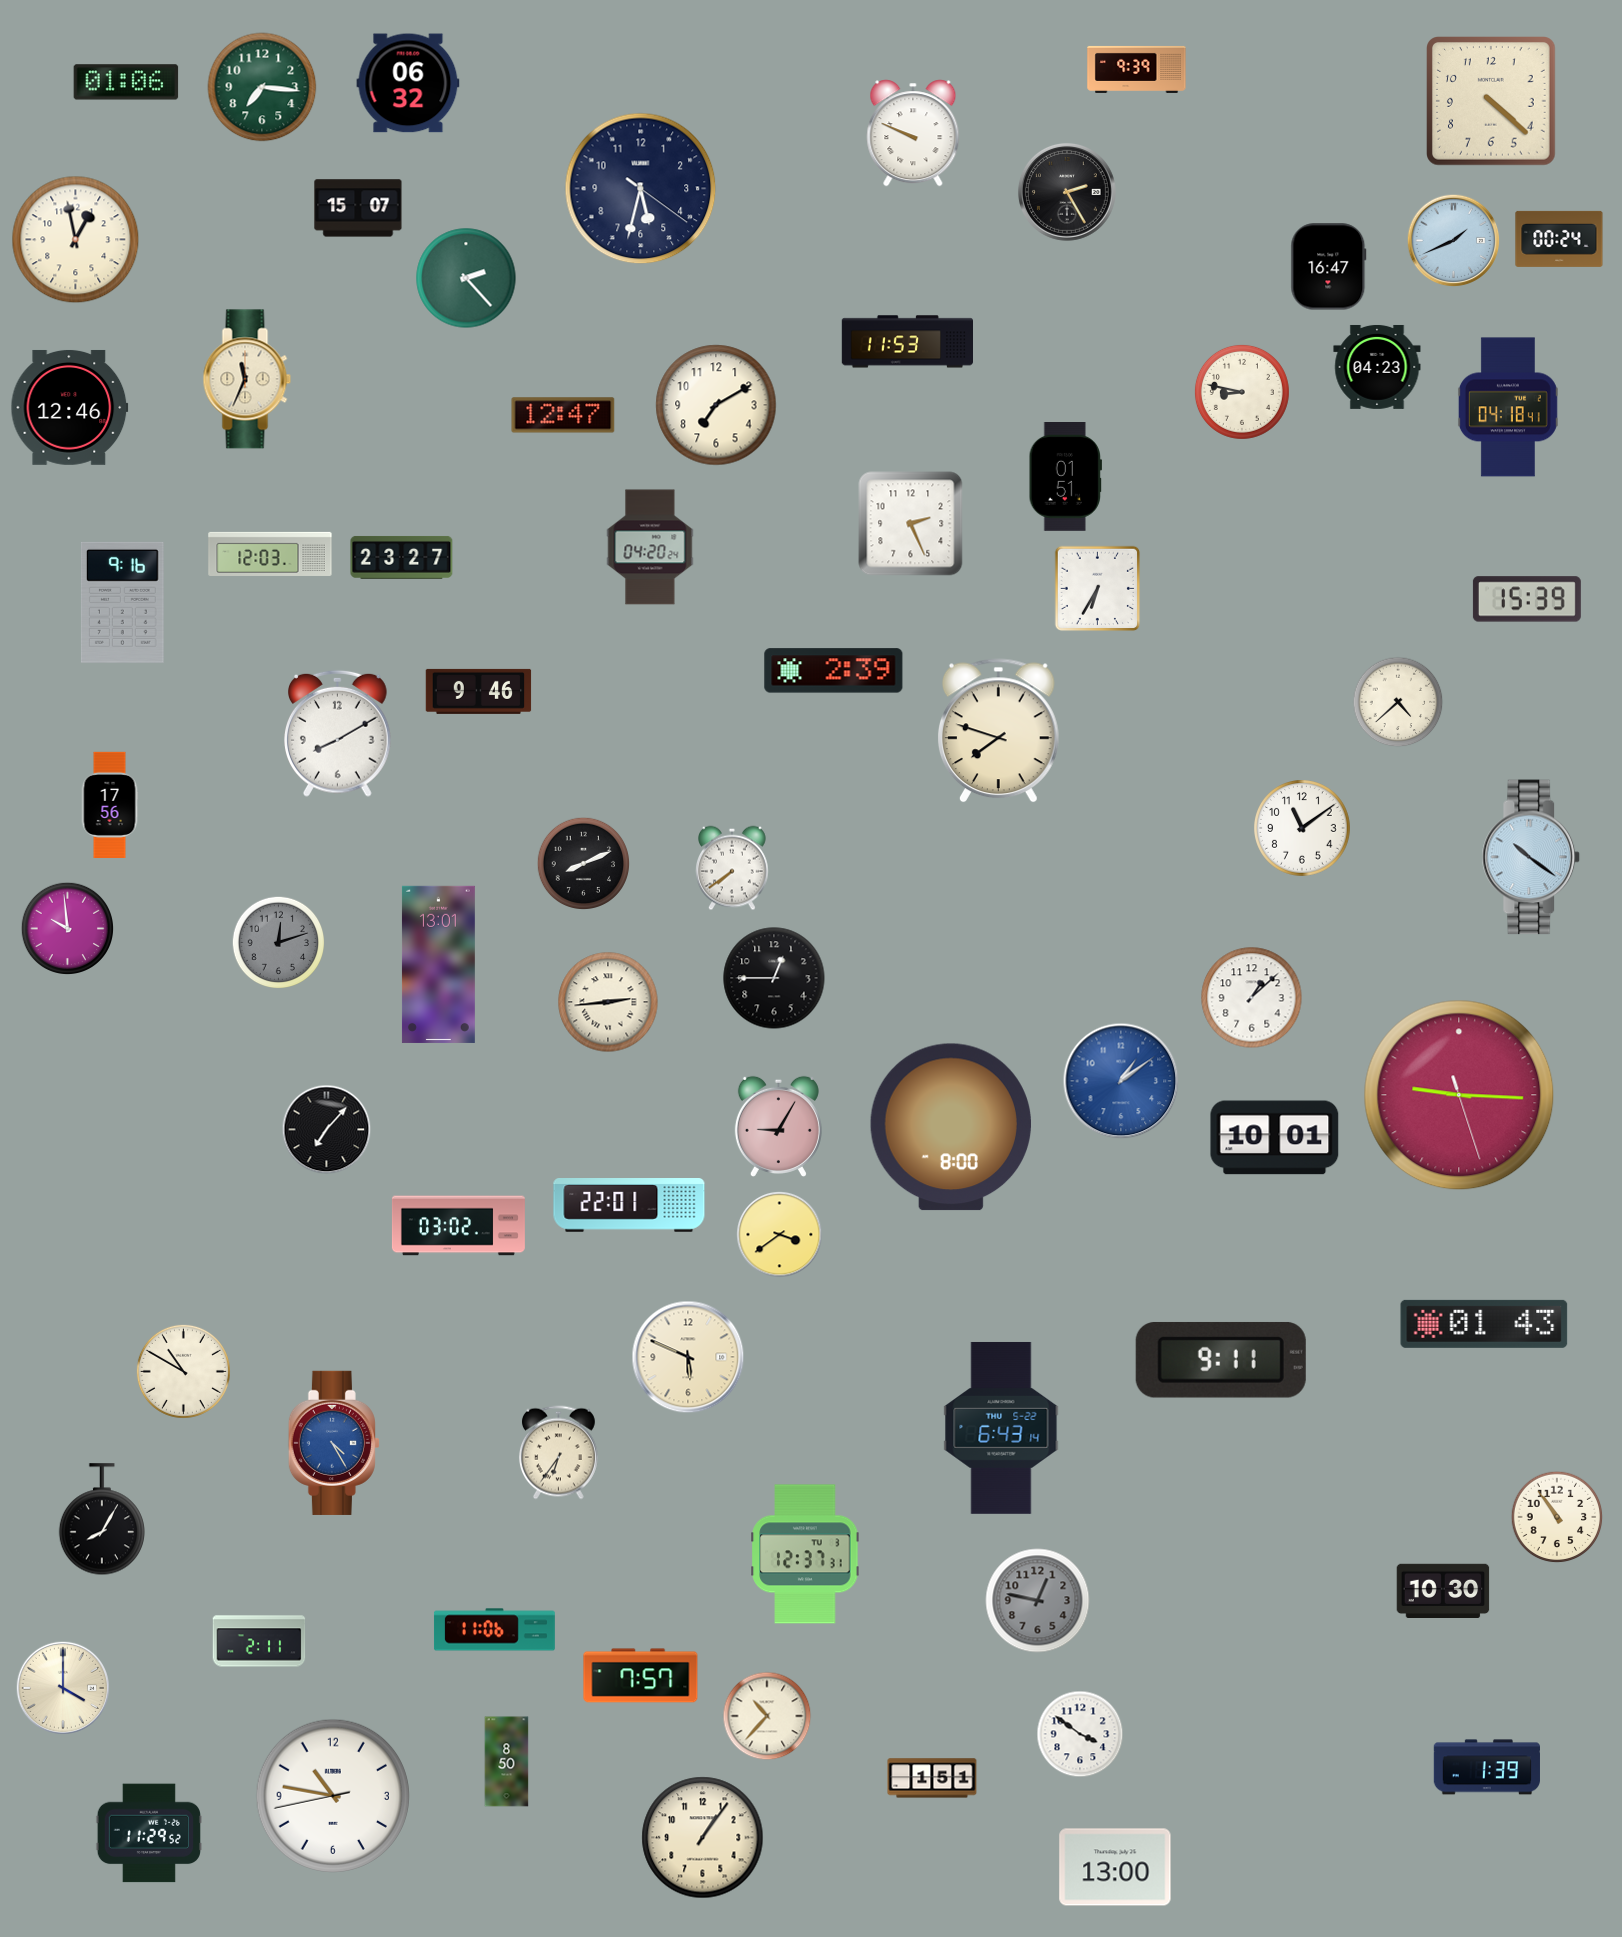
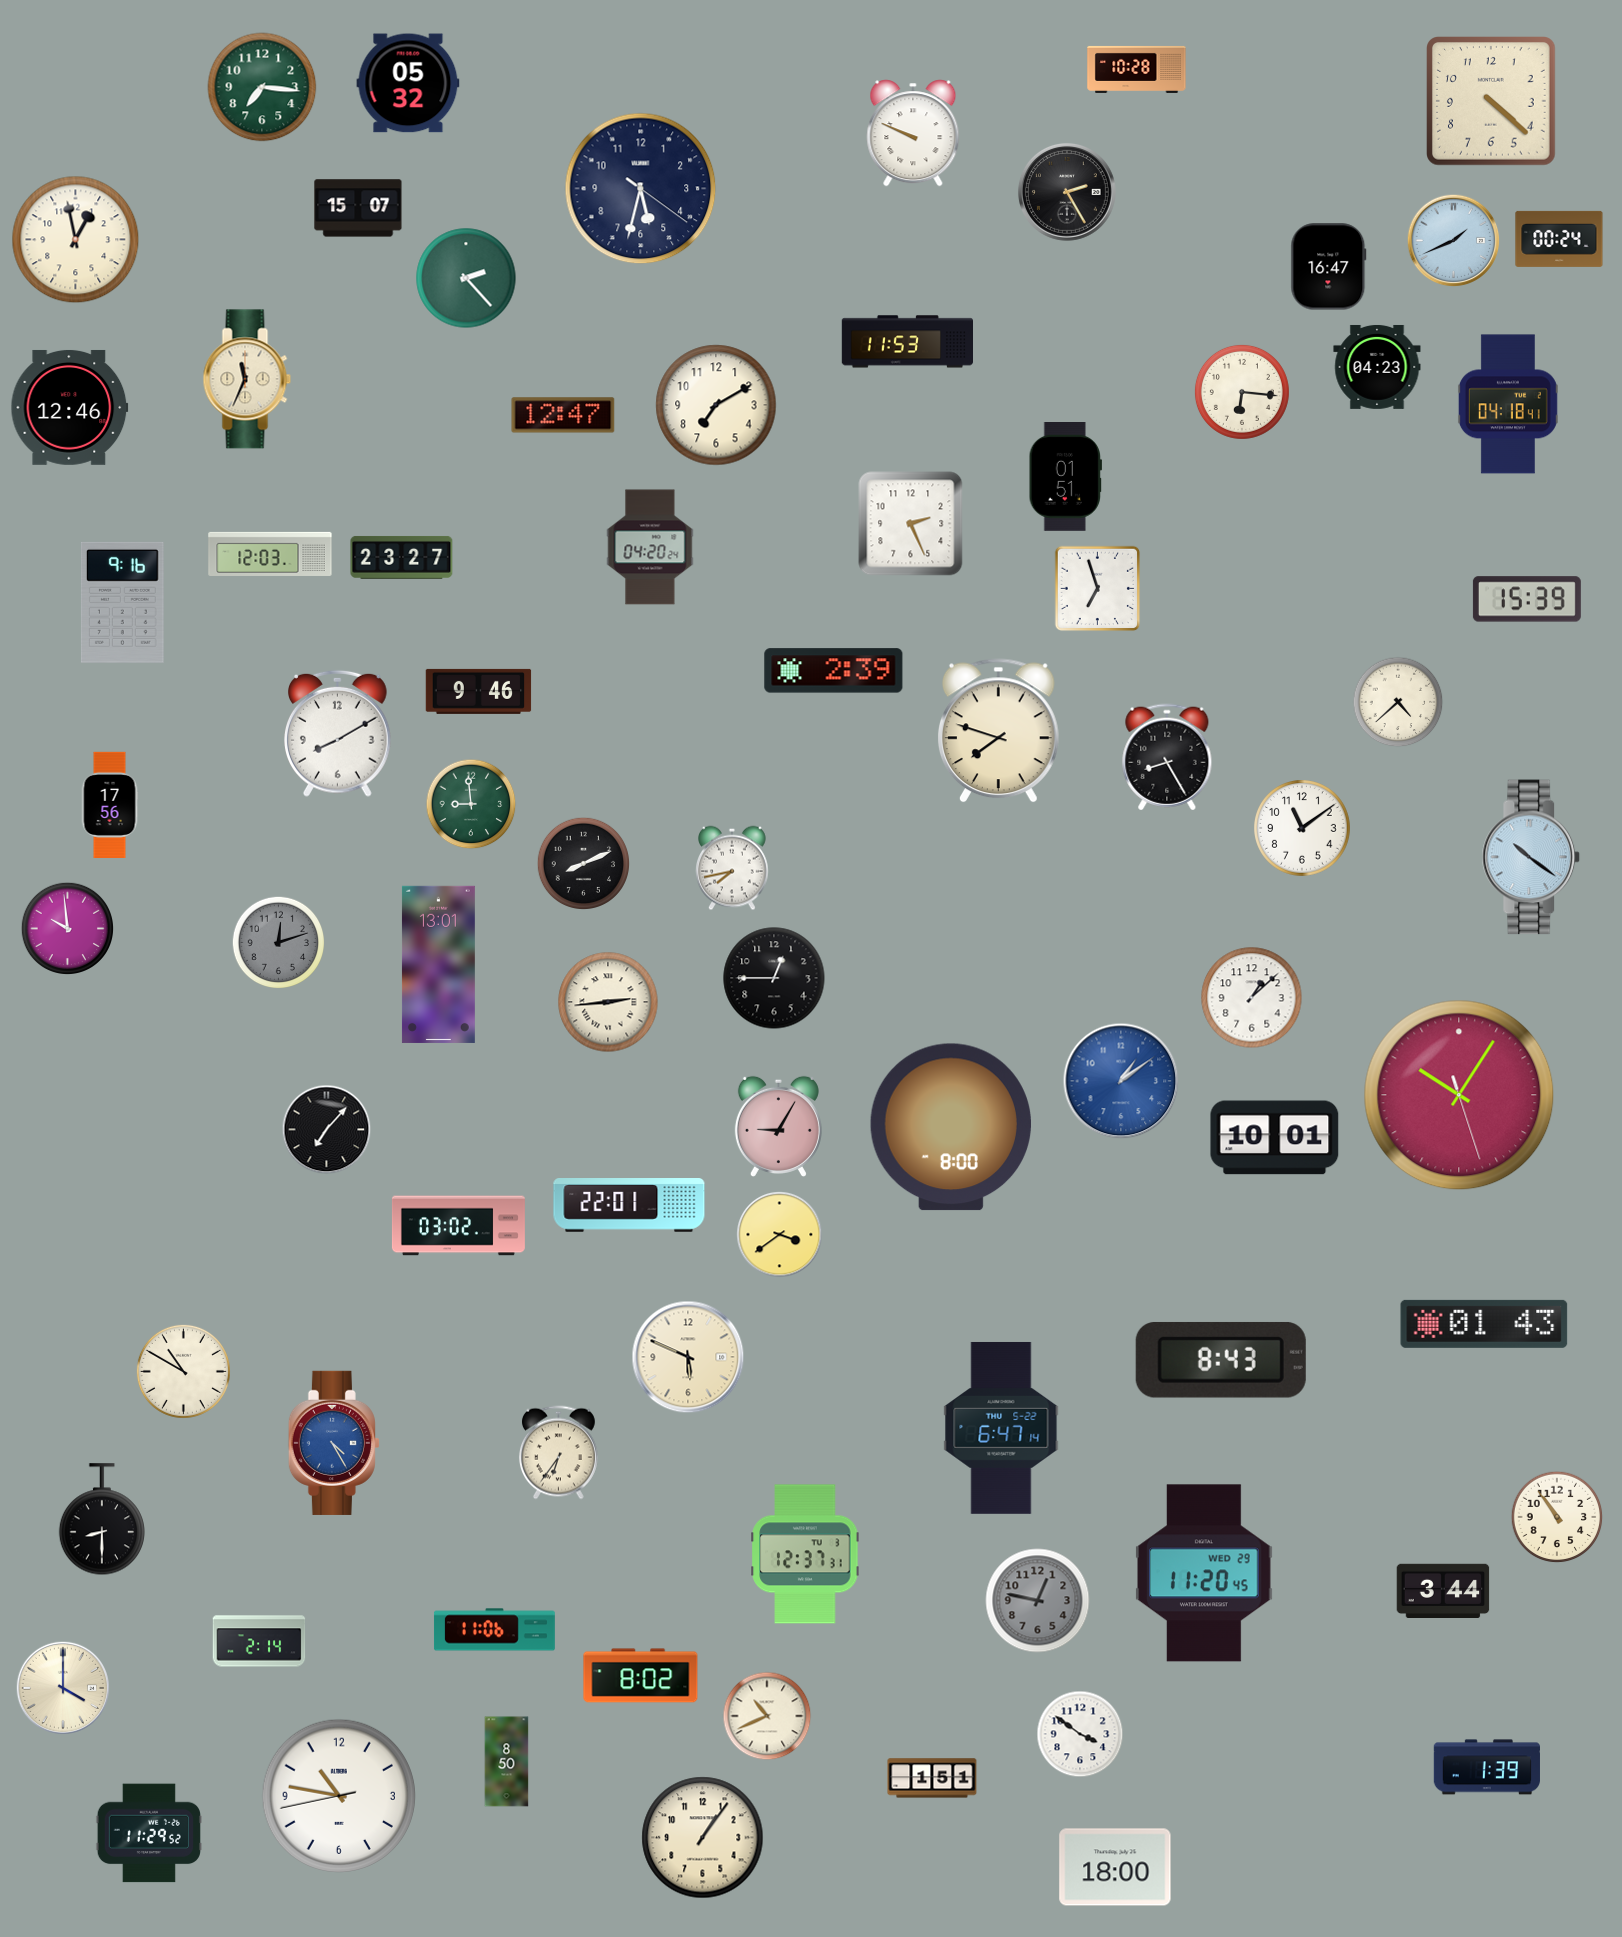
clock at (1137, 69): 9:39 -> 10:28
clock at (126, 82): 01:06 -> none
clock at (408, 83): 06:32 -> 05:32
clock at (1242, 392): 8:47 -> 6:16
clock at (1508, 407) position: (1508, 407) -> (1508, 404)
clock at (1098, 589): 6:35 -> 6:57
clock at (1167, 757): none -> 8:25
clock at (471, 804): none -> 8:59
clock at (733, 868): 7:39 -> 7:43
clock at (1459, 1095): 9:15 -> 10:05
clock at (1221, 1360): 9:11 -> 8:43
clock at (1001, 1428): 6:43 -> 6:47
clock at (101, 1520): 8:05 -> 8:30
clock at (1205, 1573): none -> 11:20
clock at (1443, 1591): 10:30 -> 3:44
clock at (259, 1641): 2:11 -> 2:14
clock at (641, 1676): 7:57 -> 8:02
clock at (767, 1716): 10:37 -> 10:41
clock at (332, 1795) position: (332, 1795) -> (338, 1795)
clock at (1115, 1867): 13:00 -> 18:00
